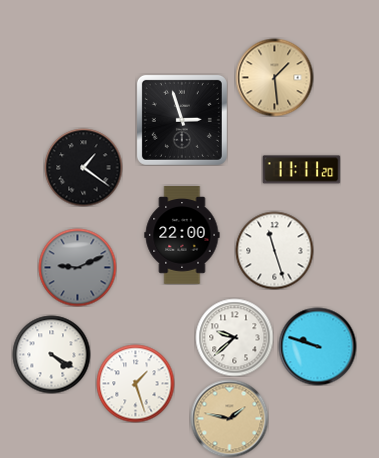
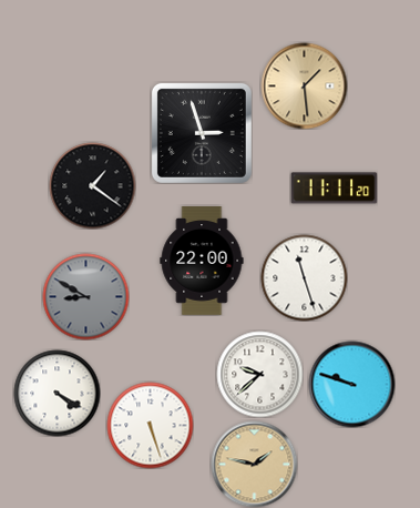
clock at (77, 267): 9:11 -> 8:50
clock at (135, 383): 1:27 -> 5:27
